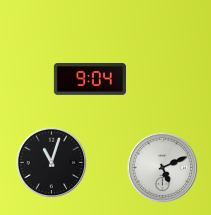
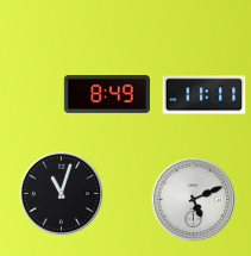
clock at (90, 79): 9:04 -> 8:49
clock at (205, 95): none -> 11:11
